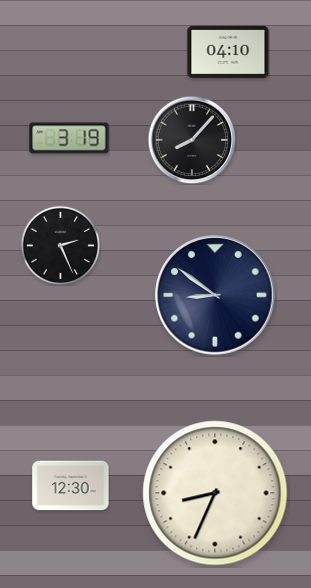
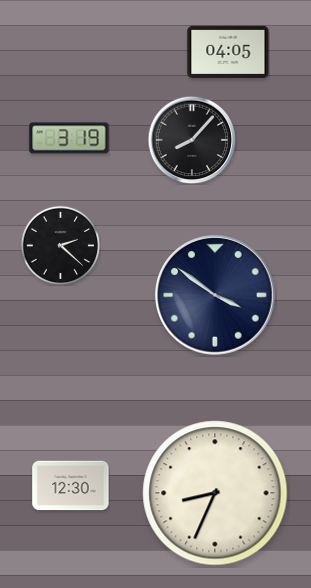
clock at (228, 51): 04:10 -> 04:05
clock at (60, 245): 2:26 -> 2:22
clock at (215, 295): 8:51 -> 3:51
